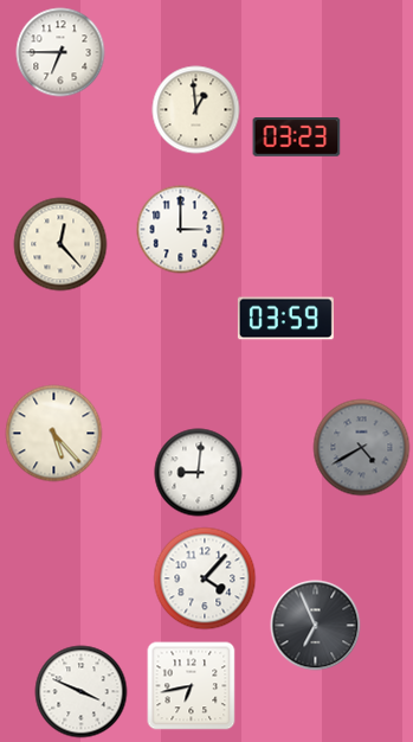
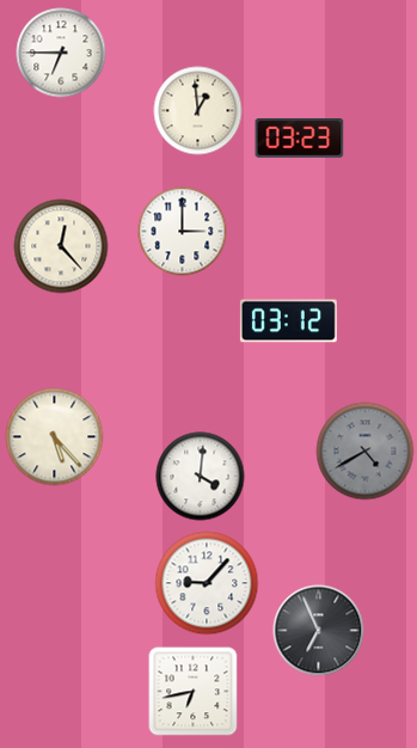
clock at (285, 319): 03:59 -> 03:12
clock at (199, 473): 9:01 -> 4:01
clock at (205, 578): 4:07 -> 9:07
clock at (82, 692): 3:49 -> none
